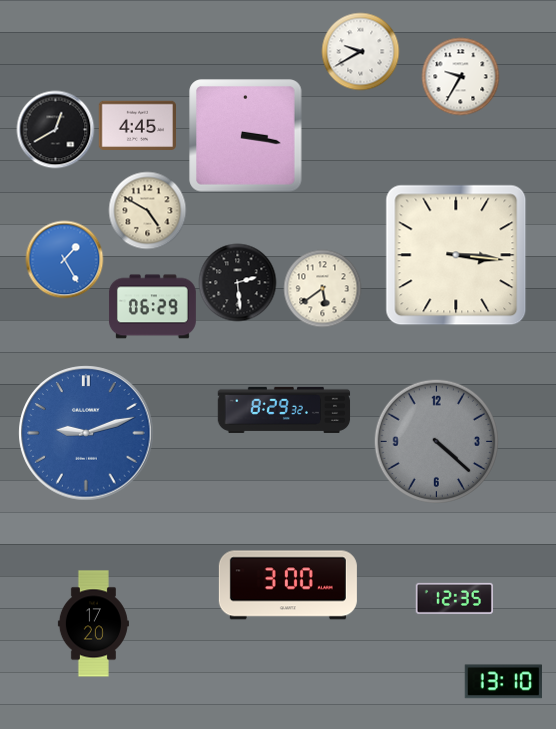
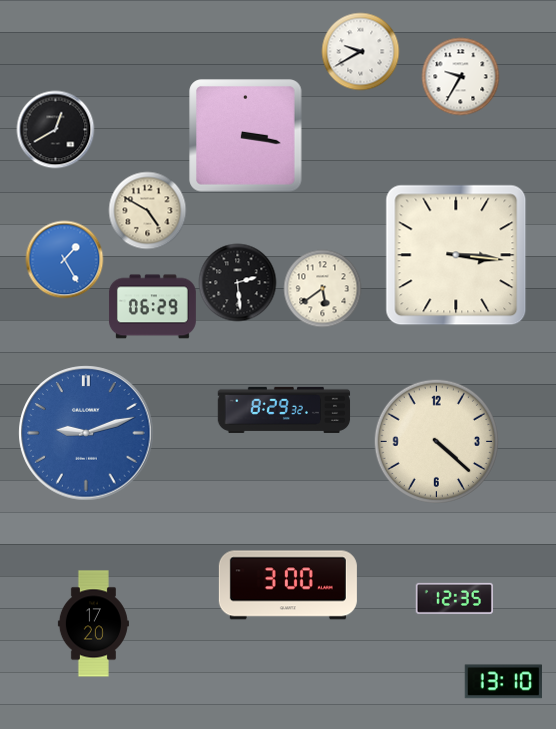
clock at (137, 125): 4:45 -> none
clock at (436, 441) dial: grey -> cream
